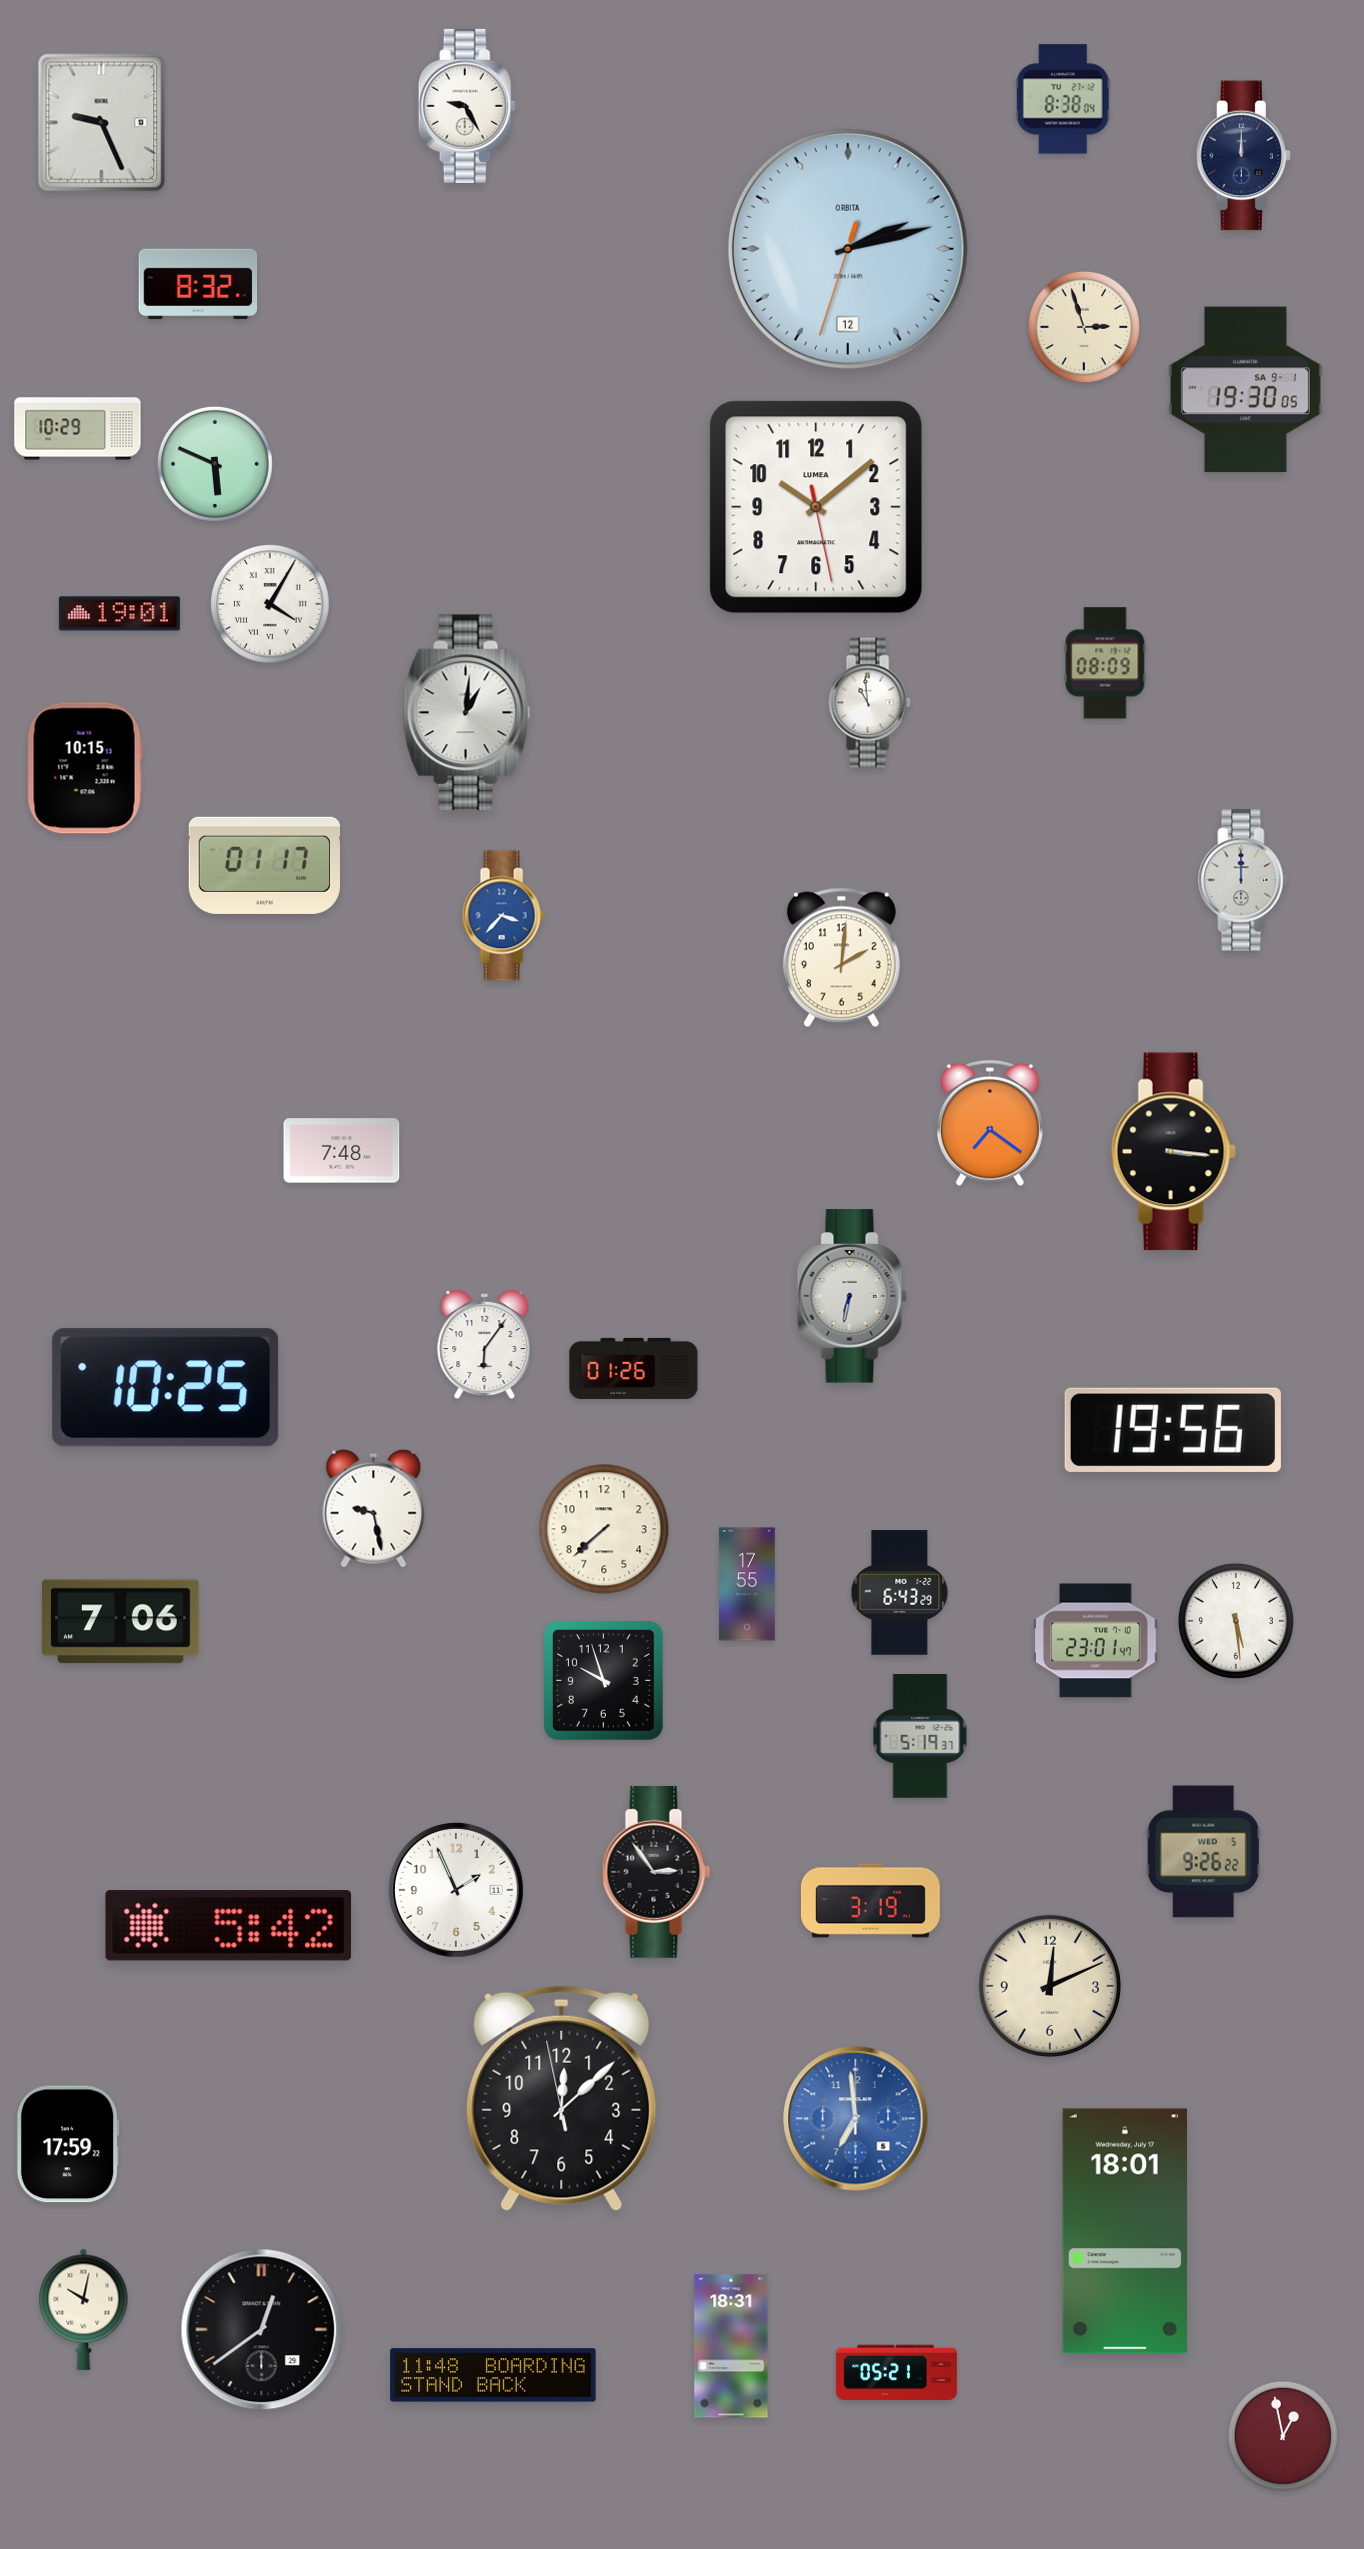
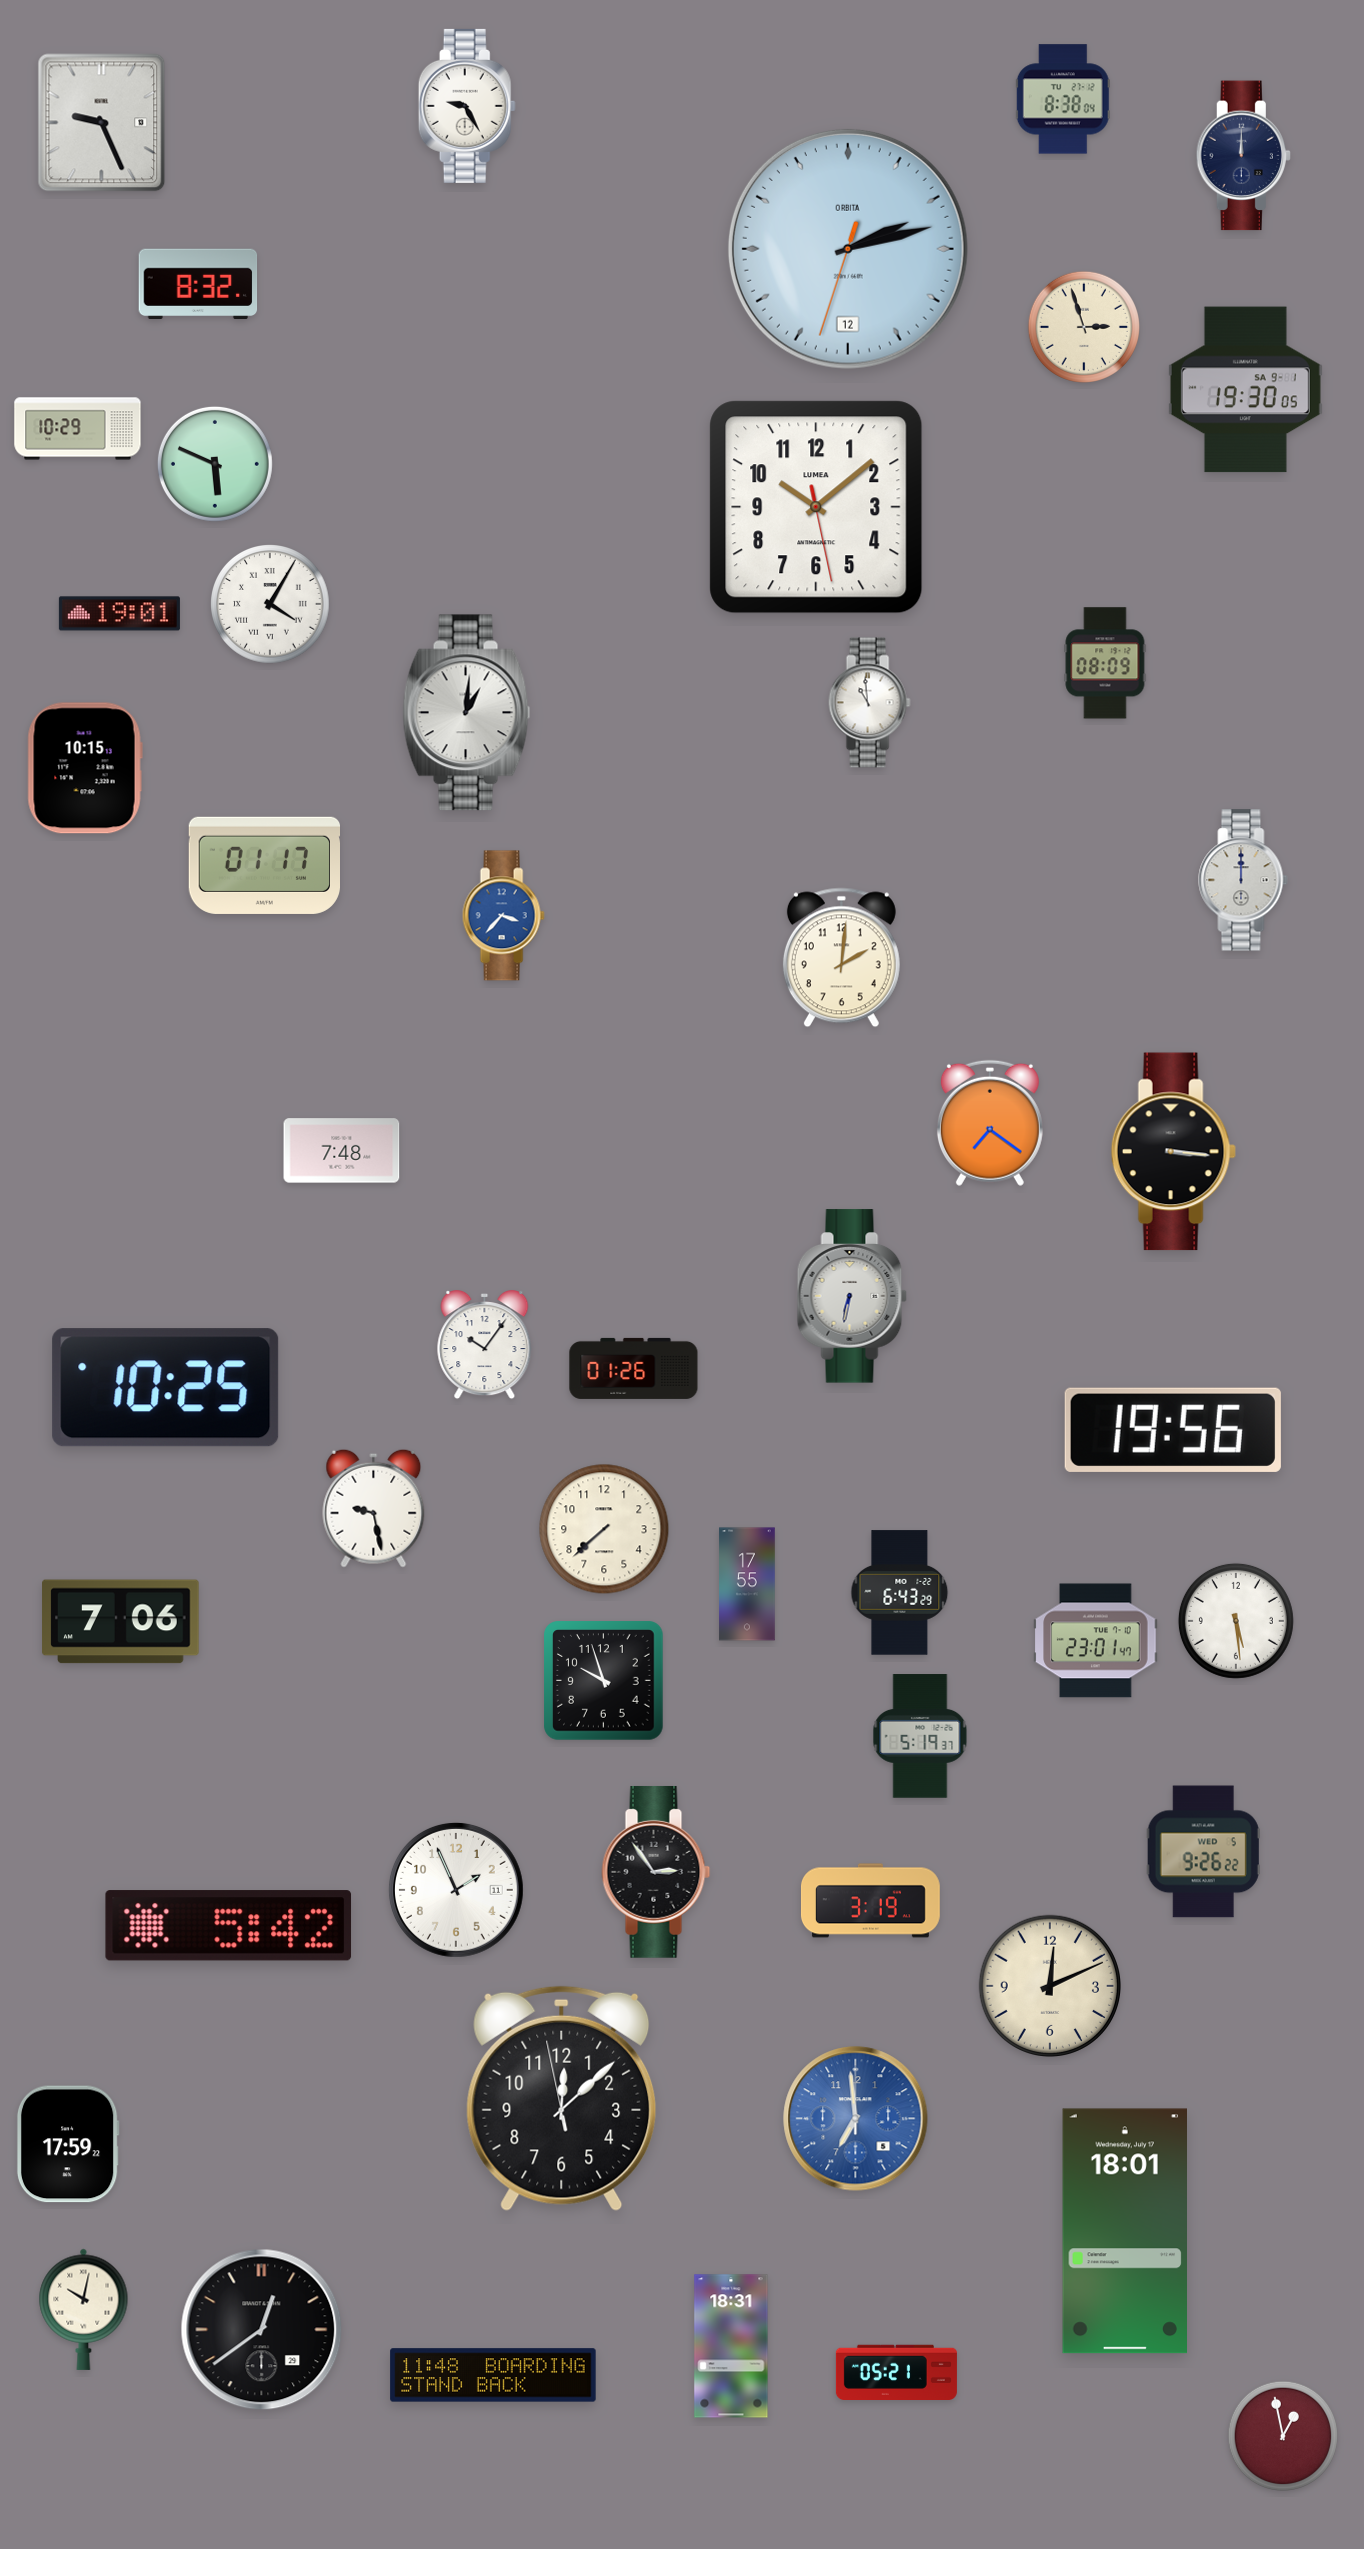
clock at (485, 1346): 6:06 -> 10:06
